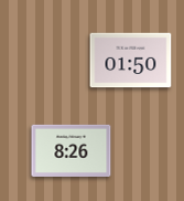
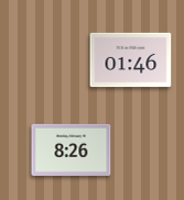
clock at (131, 61): 01:50 -> 01:46
